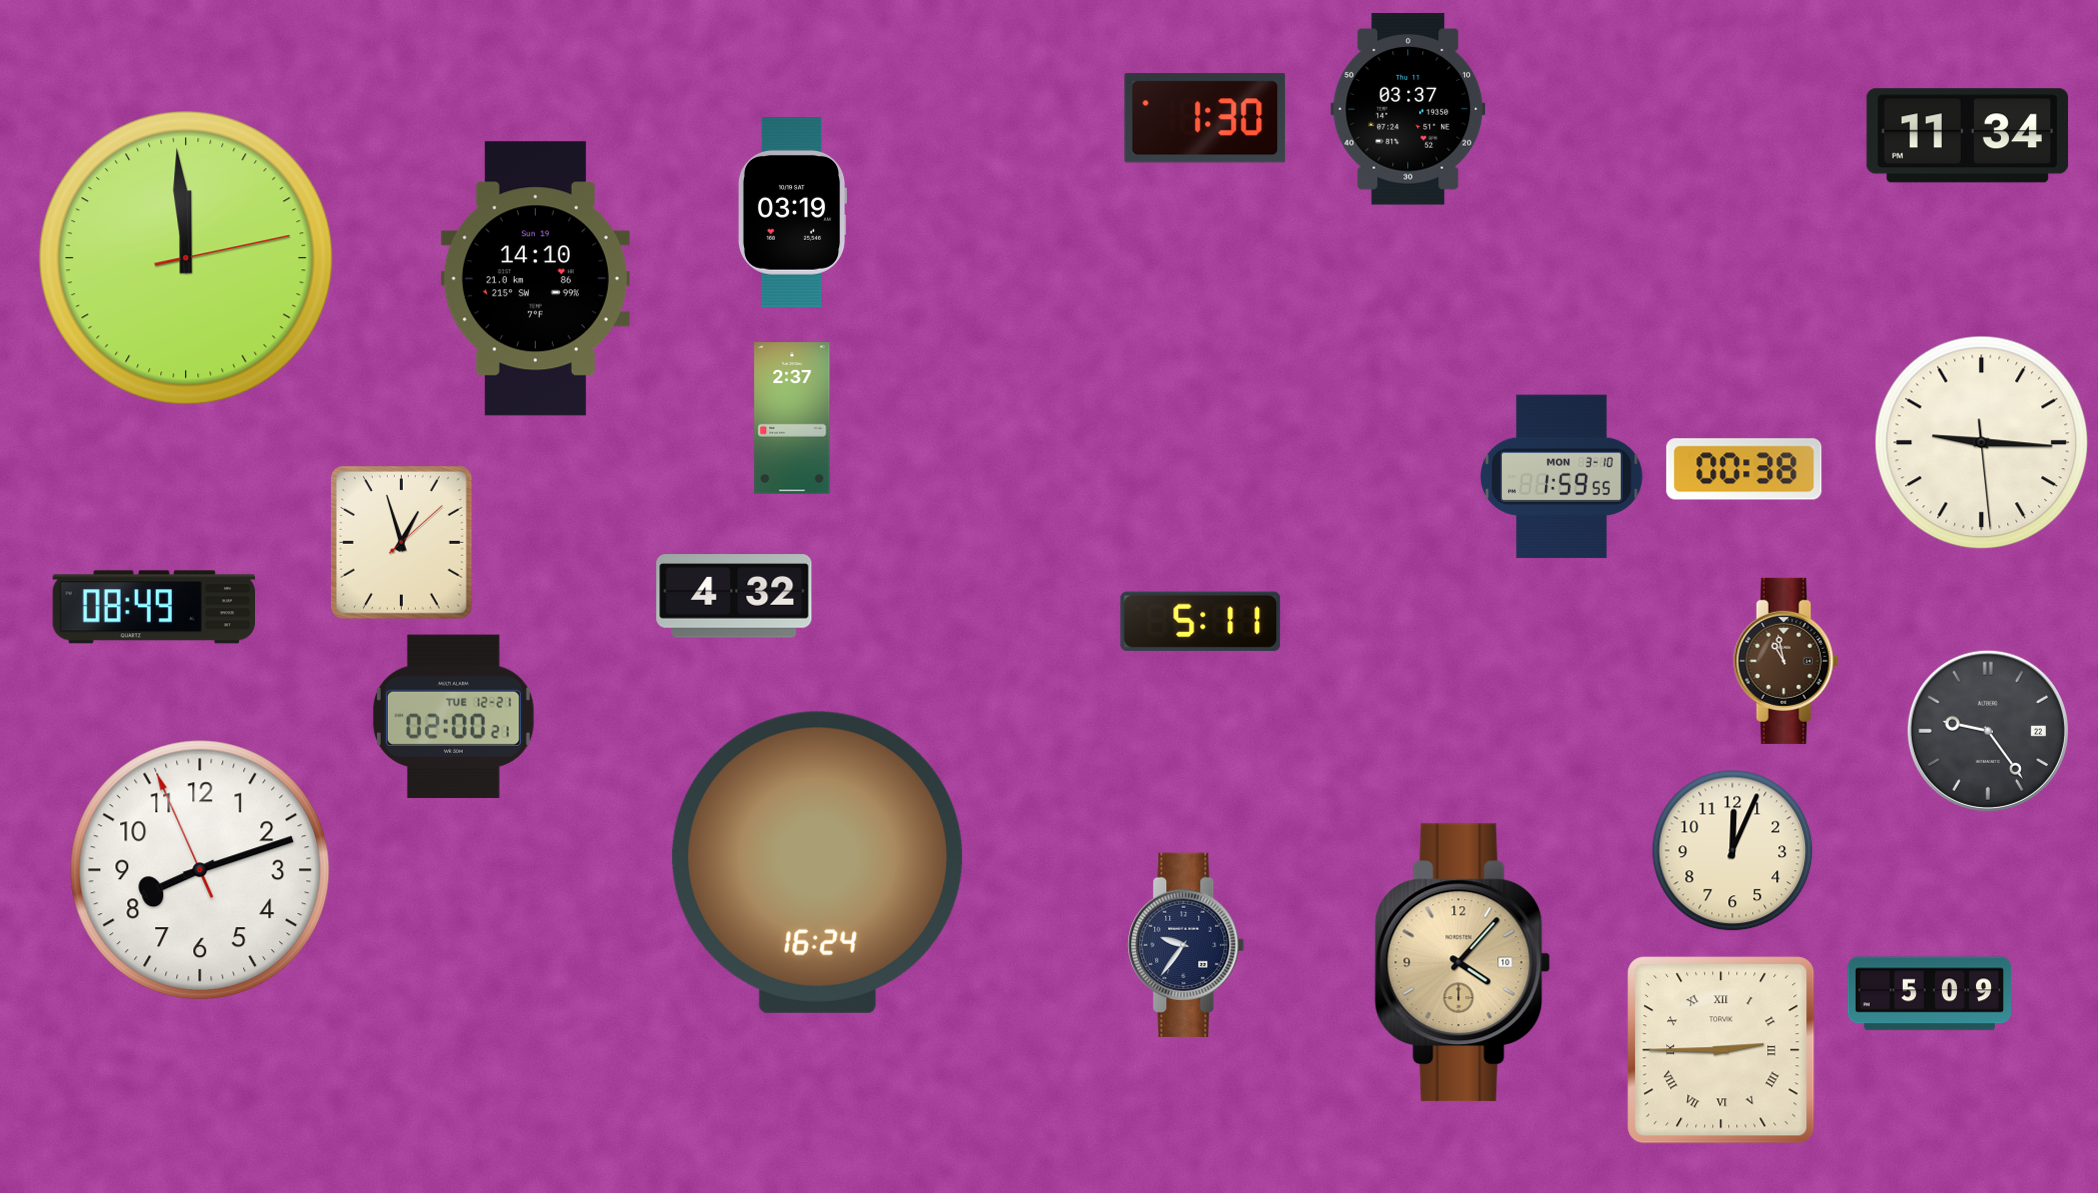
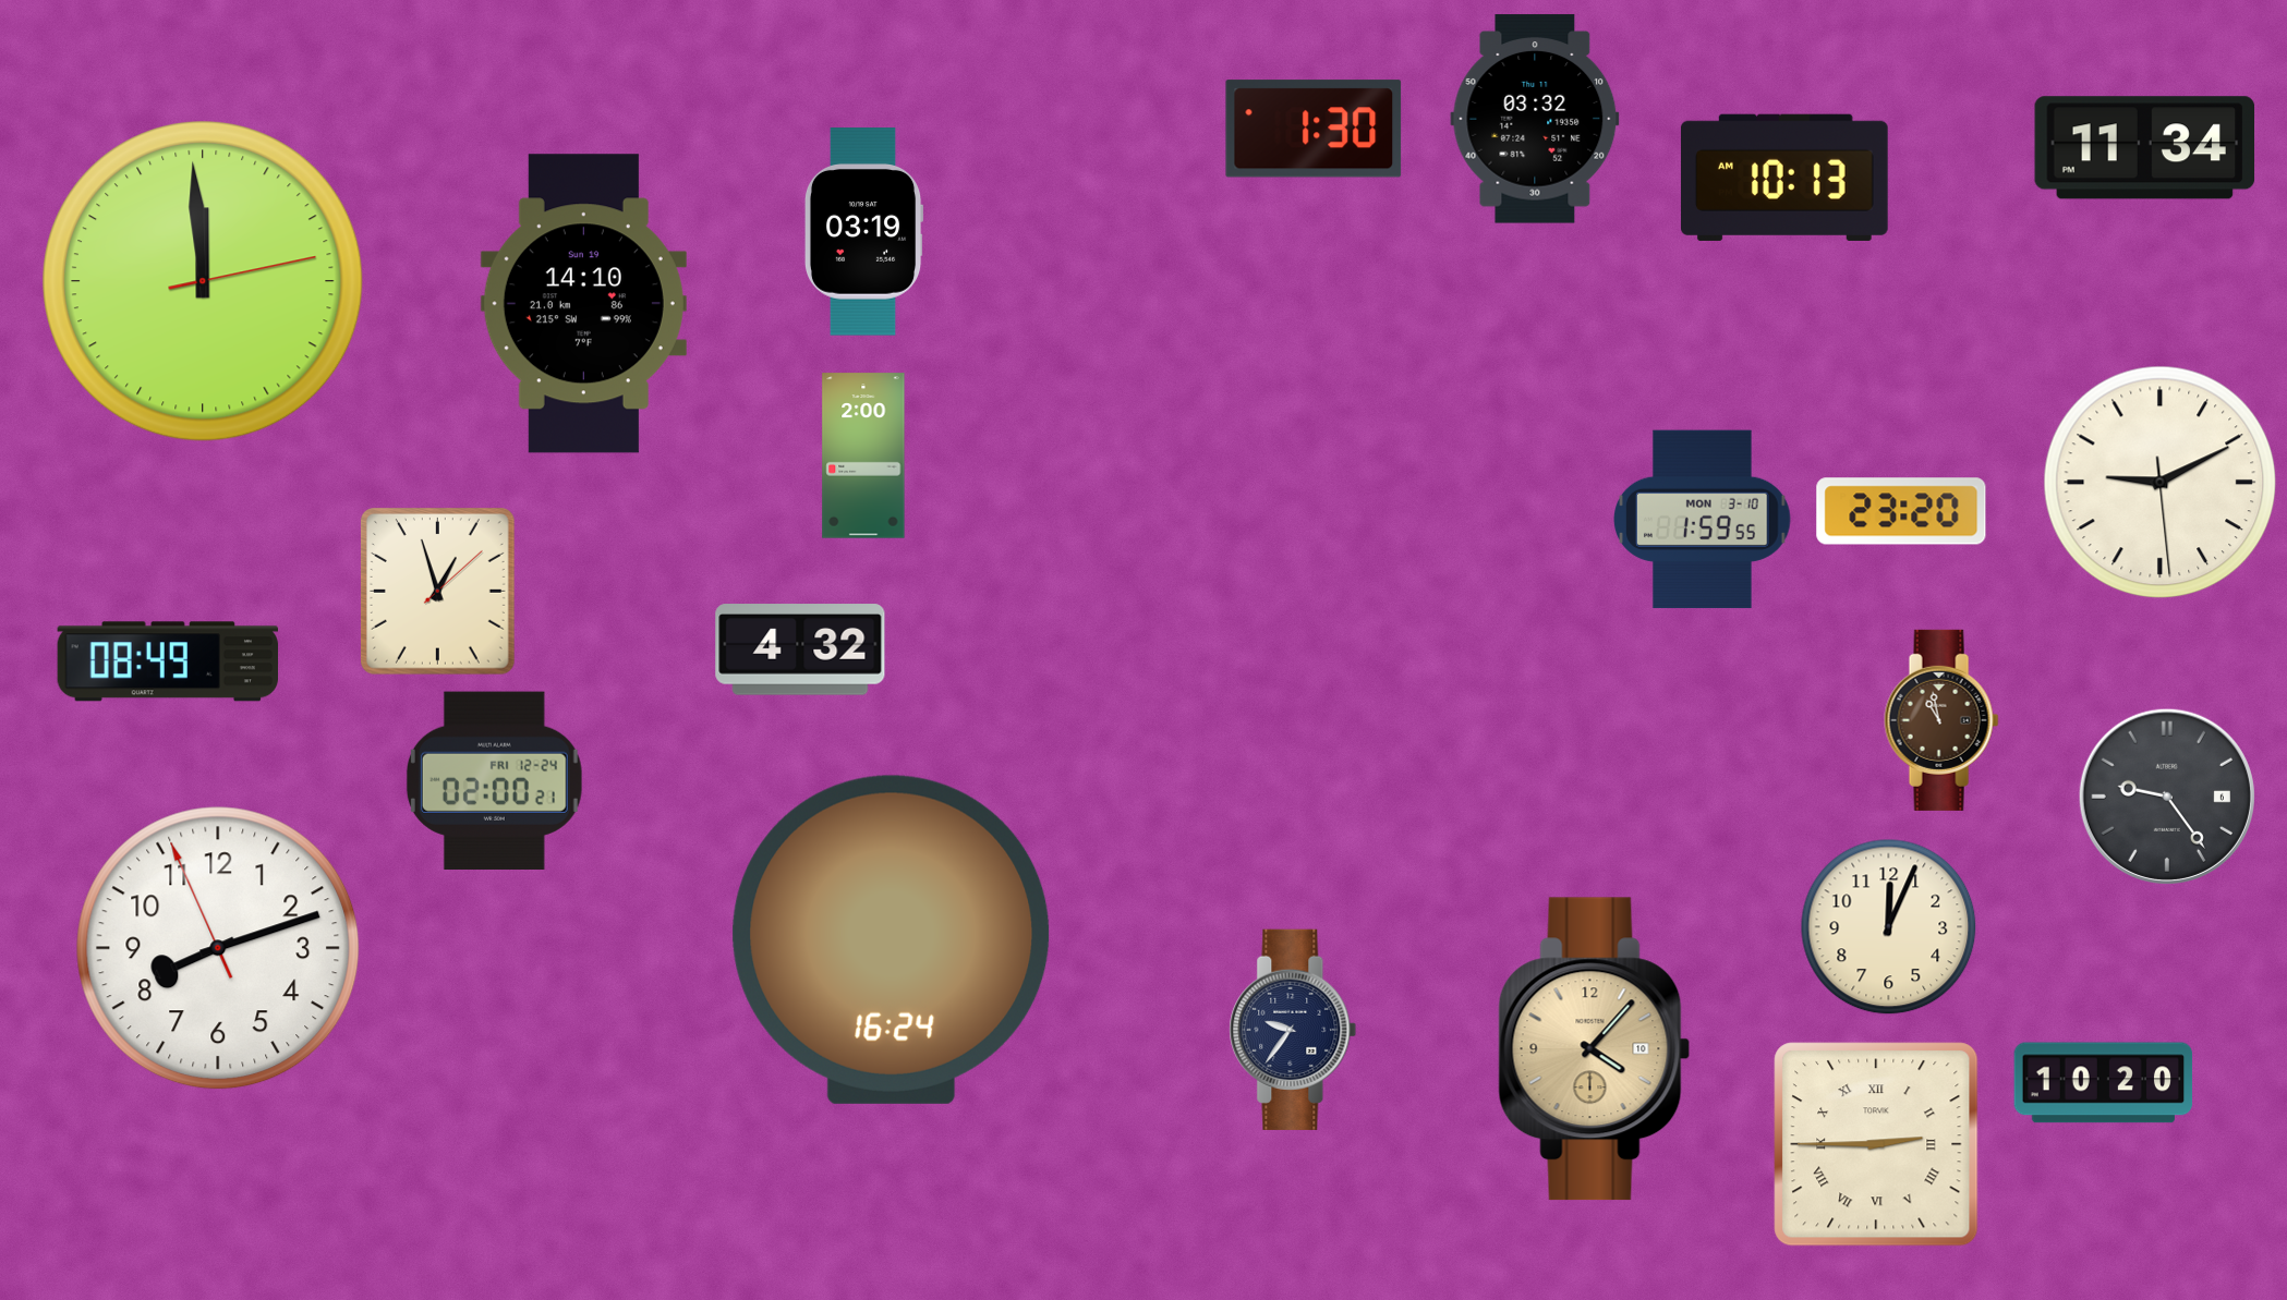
clock at (1408, 109): 03:37 -> 03:32
clock at (1784, 178): none -> 10:13
clock at (792, 418): 2:37 -> 2:00
clock at (1982, 443): 9:15 -> 9:10
clock at (1744, 469): 00:38 -> 23:20
clock at (1201, 621): 5:11 -> none
clock at (1786, 661) position: (1786, 661) -> (1941, 720)
clock at (453, 716) date: TUE 12-21 -> FRI 12-24
clock at (1988, 731) date: 22 -> 6
clock at (1930, 994): 5:09 -> 10:20
